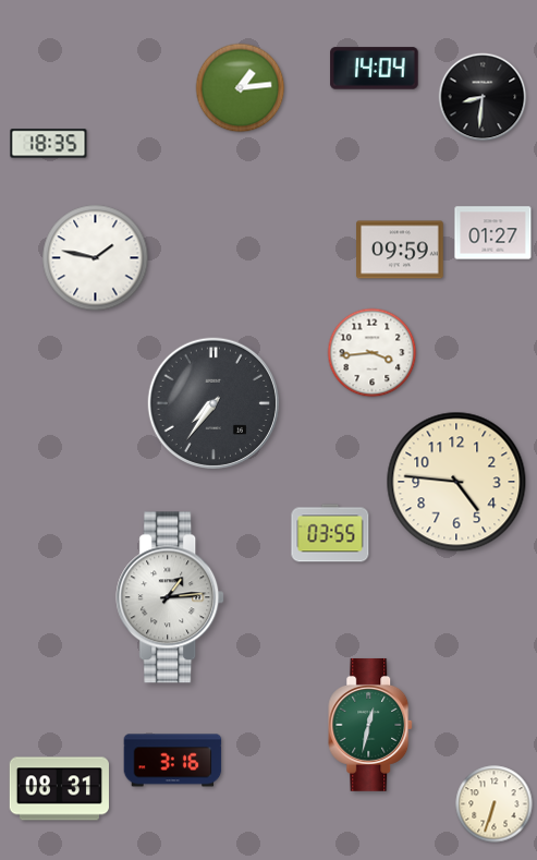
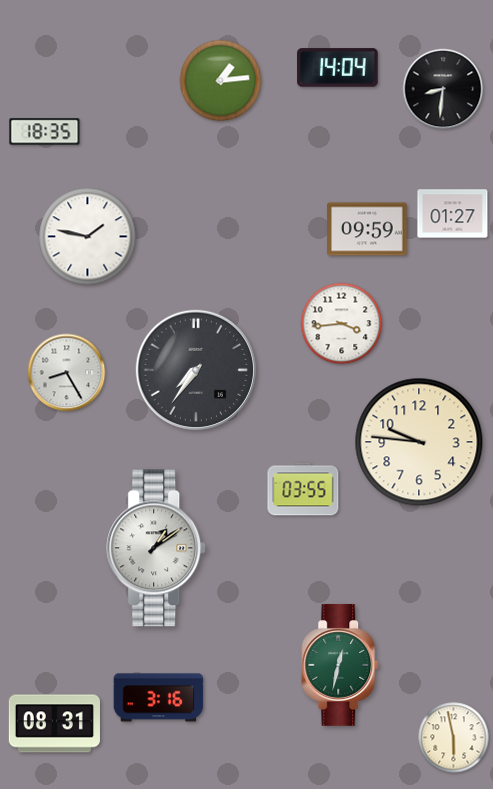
clock at (375, 69) position: (375, 69) -> (338, 68)
clock at (67, 373): none -> 8:25
clock at (456, 482): 4:46 -> 9:46
clock at (171, 597): 1:14 -> 1:09
clock at (495, 804): 6:33 -> 5:58
